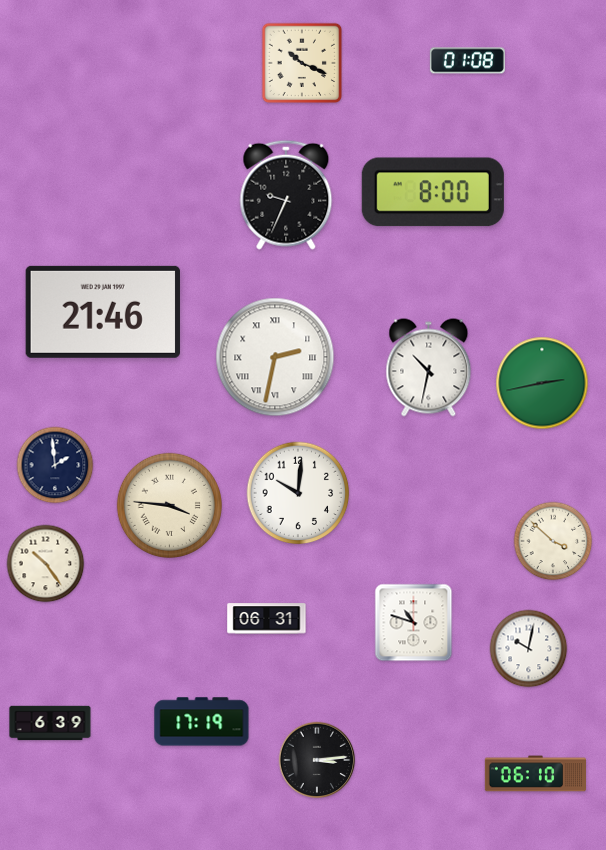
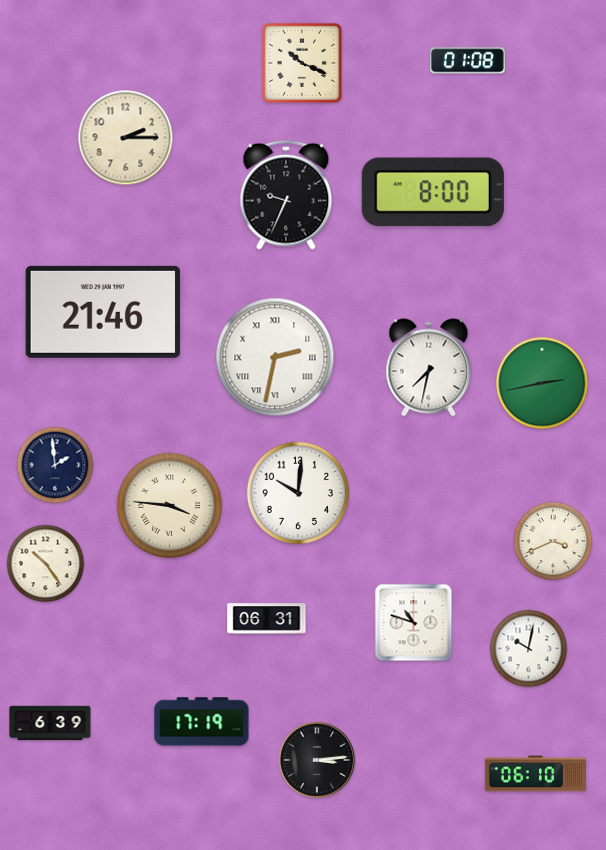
clock at (126, 138): none -> 2:15
clock at (429, 368): 10:32 -> 7:32
clock at (553, 541): 3:52 -> 3:41
